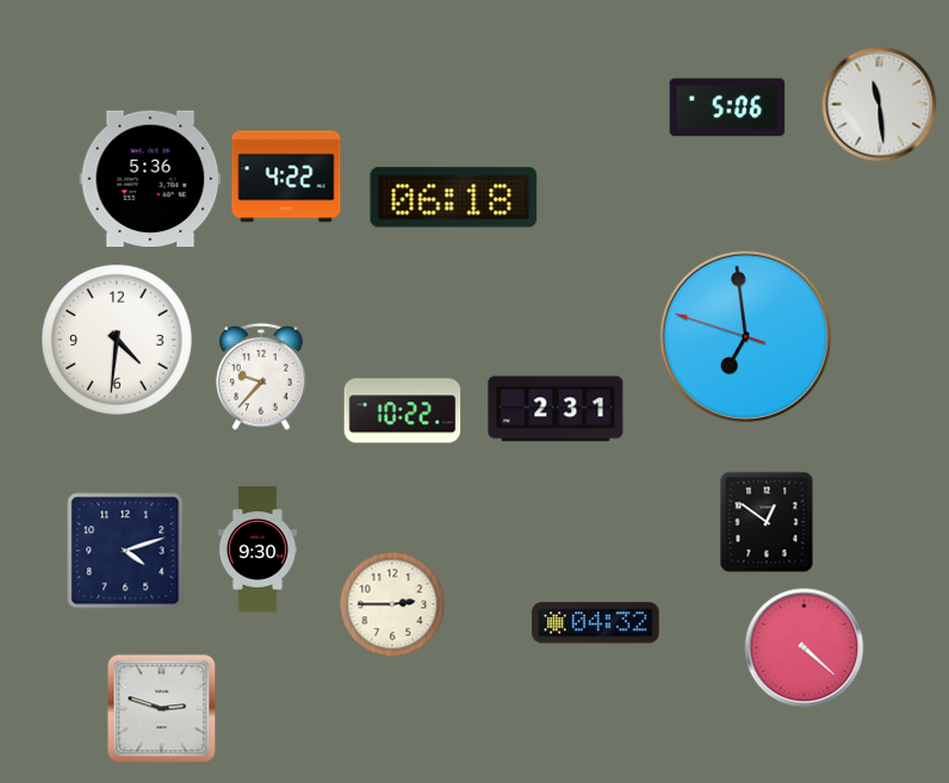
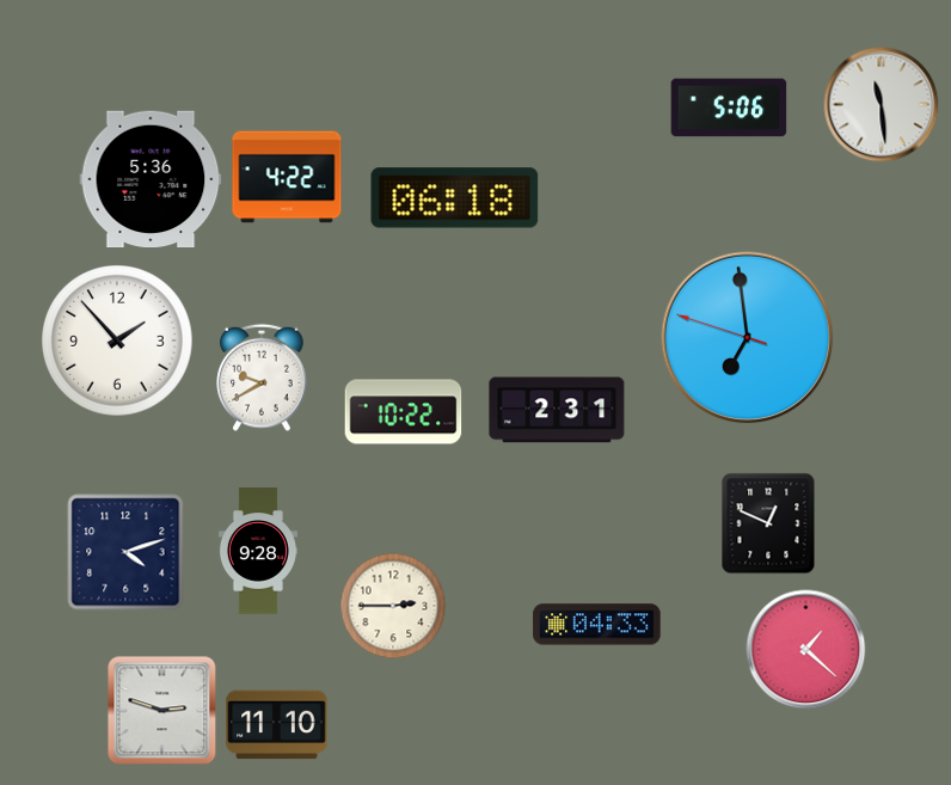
clock at (118, 341): 4:31 -> 1:53
clock at (261, 377): 9:37 -> 9:40
clock at (767, 522): 12:51 -> 12:49
clock at (258, 549): 9:30 -> 9:28
clock at (596, 623): 04:32 -> 04:33
clock at (805, 648): 4:22 -> 1:22
clock at (277, 725): none -> 11:10
